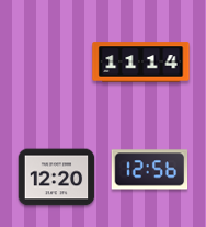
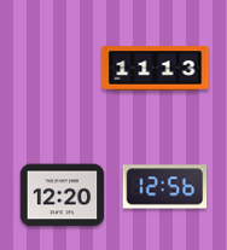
clock at (141, 63): 11:14 -> 11:13
